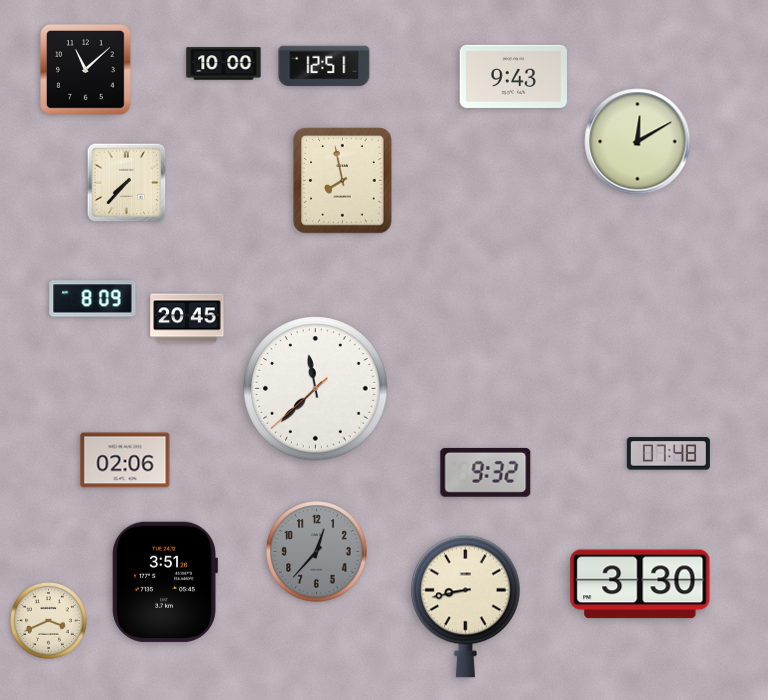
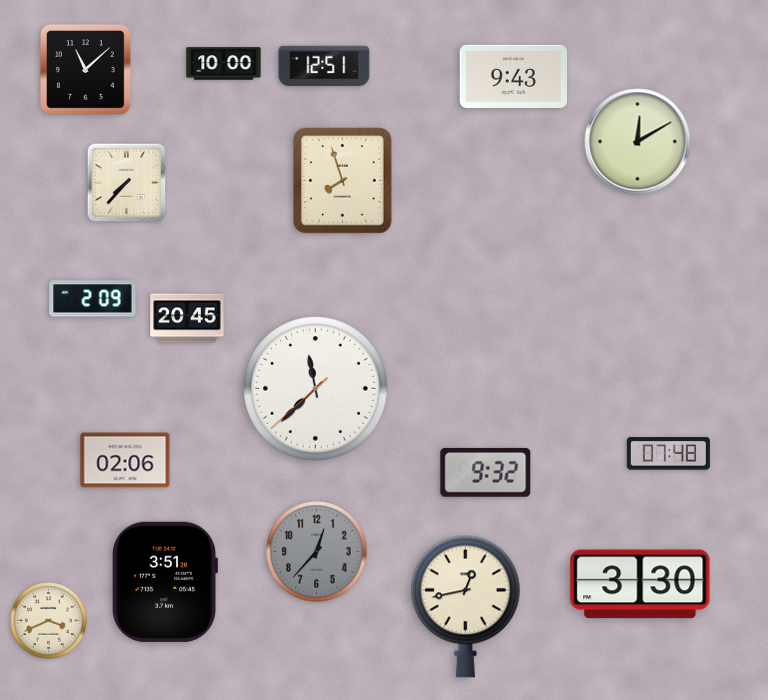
clock at (343, 181): 7:58 -> 7:57
clock at (93, 299): 8:09 -> 2:09
clock at (465, 606): 8:43 -> 12:43
